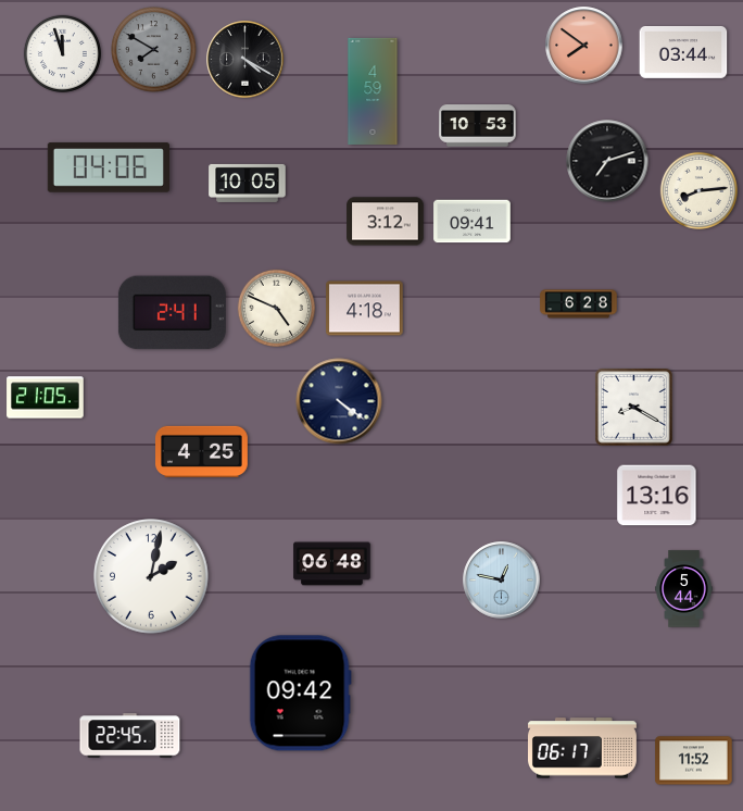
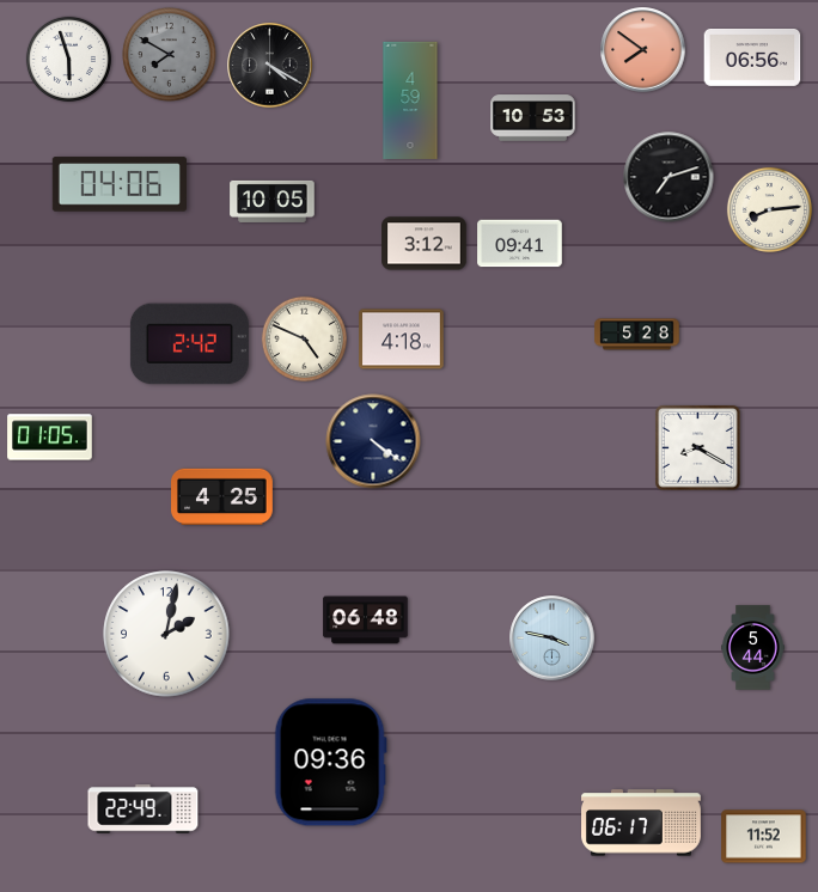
clock at (62, 53): 11:57 -> 5:57
clock at (683, 53): 03:44 -> 06:56
clock at (478, 126) position: (478, 126) -> (533, 118)
clock at (579, 304): 6:28 -> 5:28
clock at (172, 313): 2:41 -> 2:42
clock at (46, 398): 21:05 -> 01:05
clock at (657, 496): 13:16 -> none
clock at (502, 581): 12:47 -> 3:47
clock at (300, 694): 09:42 -> 09:36
clock at (130, 736): 22:45 -> 22:49
